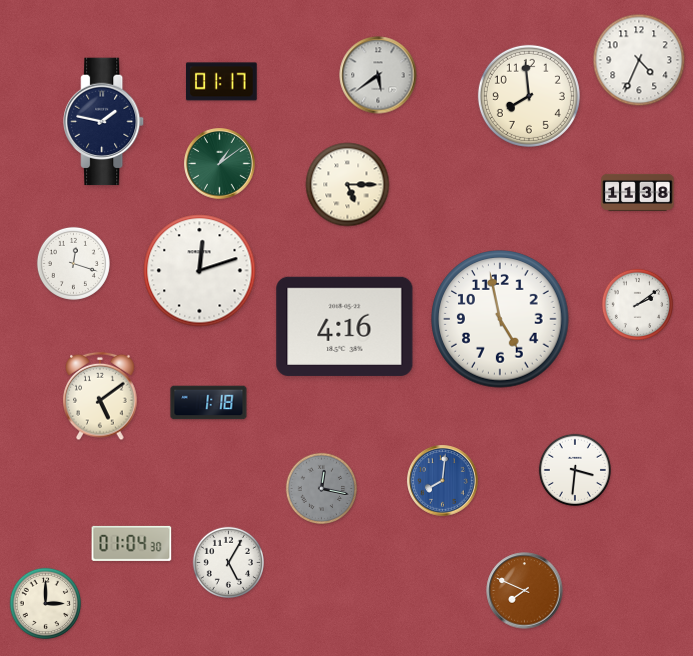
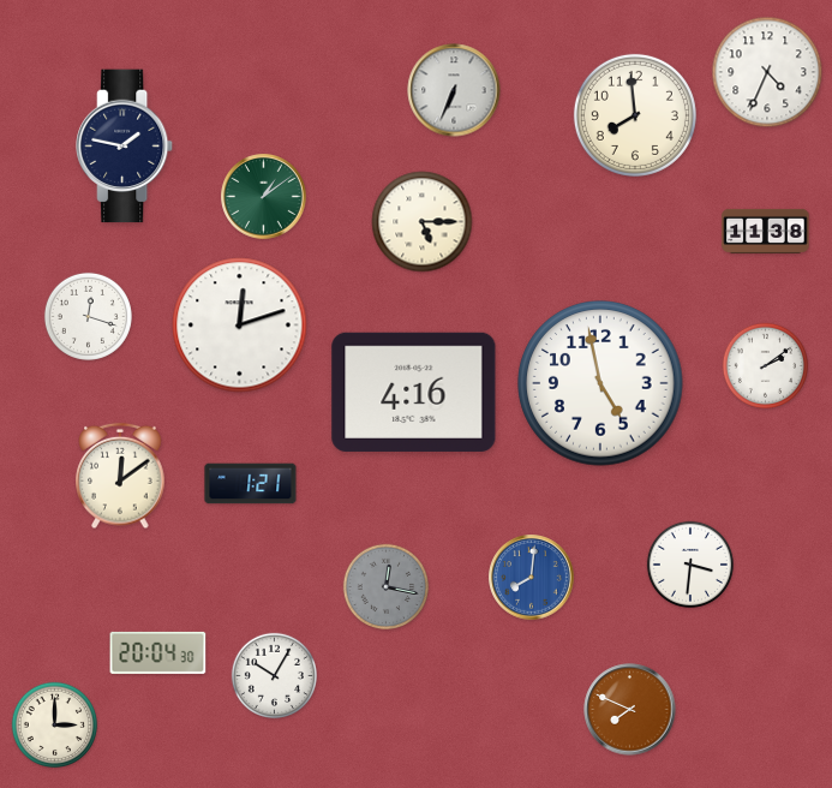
clock at (378, 75): 5:39 -> 6:34
clock at (222, 82): 01:17 -> none
clock at (348, 185) position: (348, 185) -> (423, 222)
clock at (100, 396): 5:09 -> 12:09
clock at (209, 403): 1:18 -> 1:21
clock at (132, 543): 01:04 -> 20:04
clock at (228, 562): 5:05 -> 10:05
